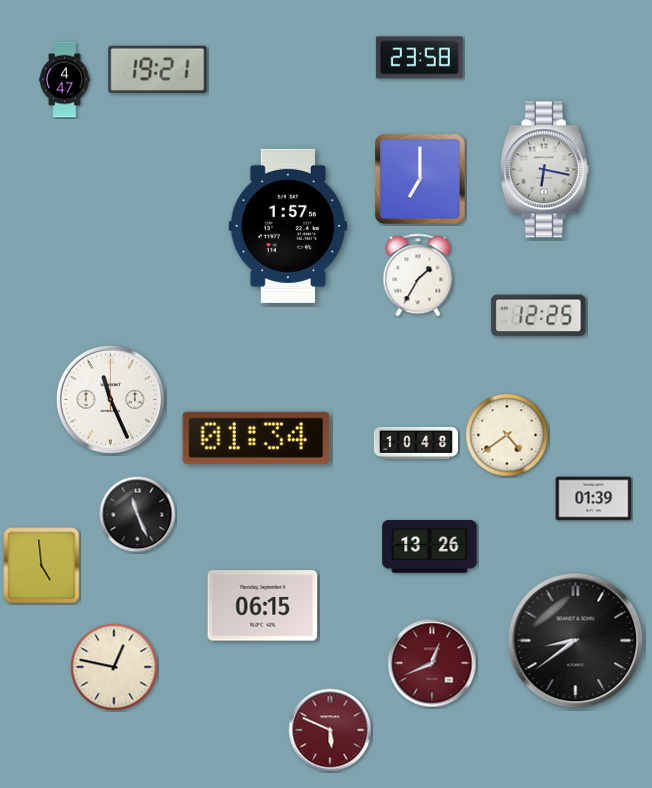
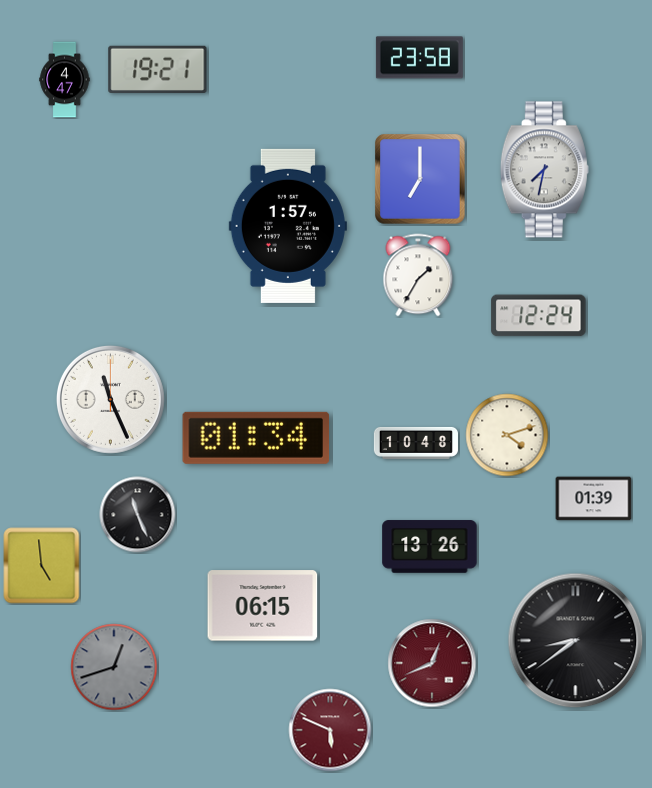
clock at (544, 170): 6:17 -> 7:32
clock at (539, 316): 12:25 -> 12:24
clock at (507, 435): 4:39 -> 4:12
clock at (114, 667): 12:47 -> 12:42
clock at (114, 667) dial: cream -> grey
